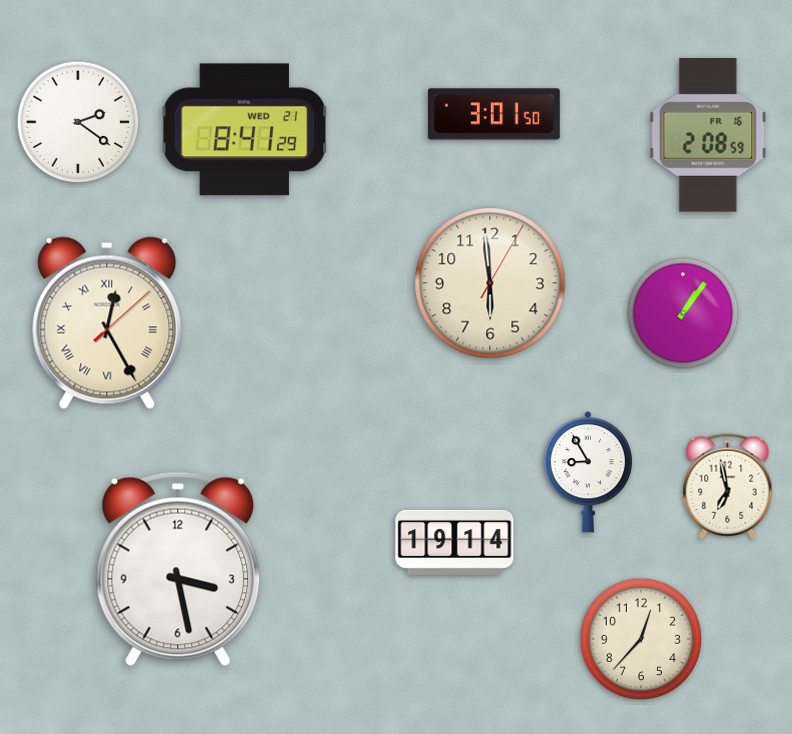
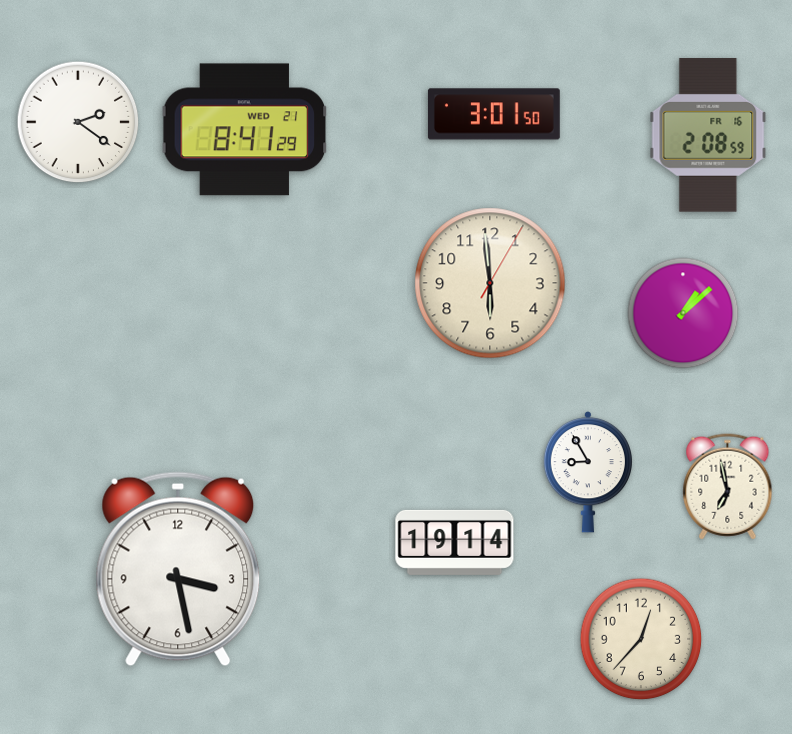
clock at (683, 313): 1:06 -> 1:08
clock at (107, 323): 12:25 -> none
